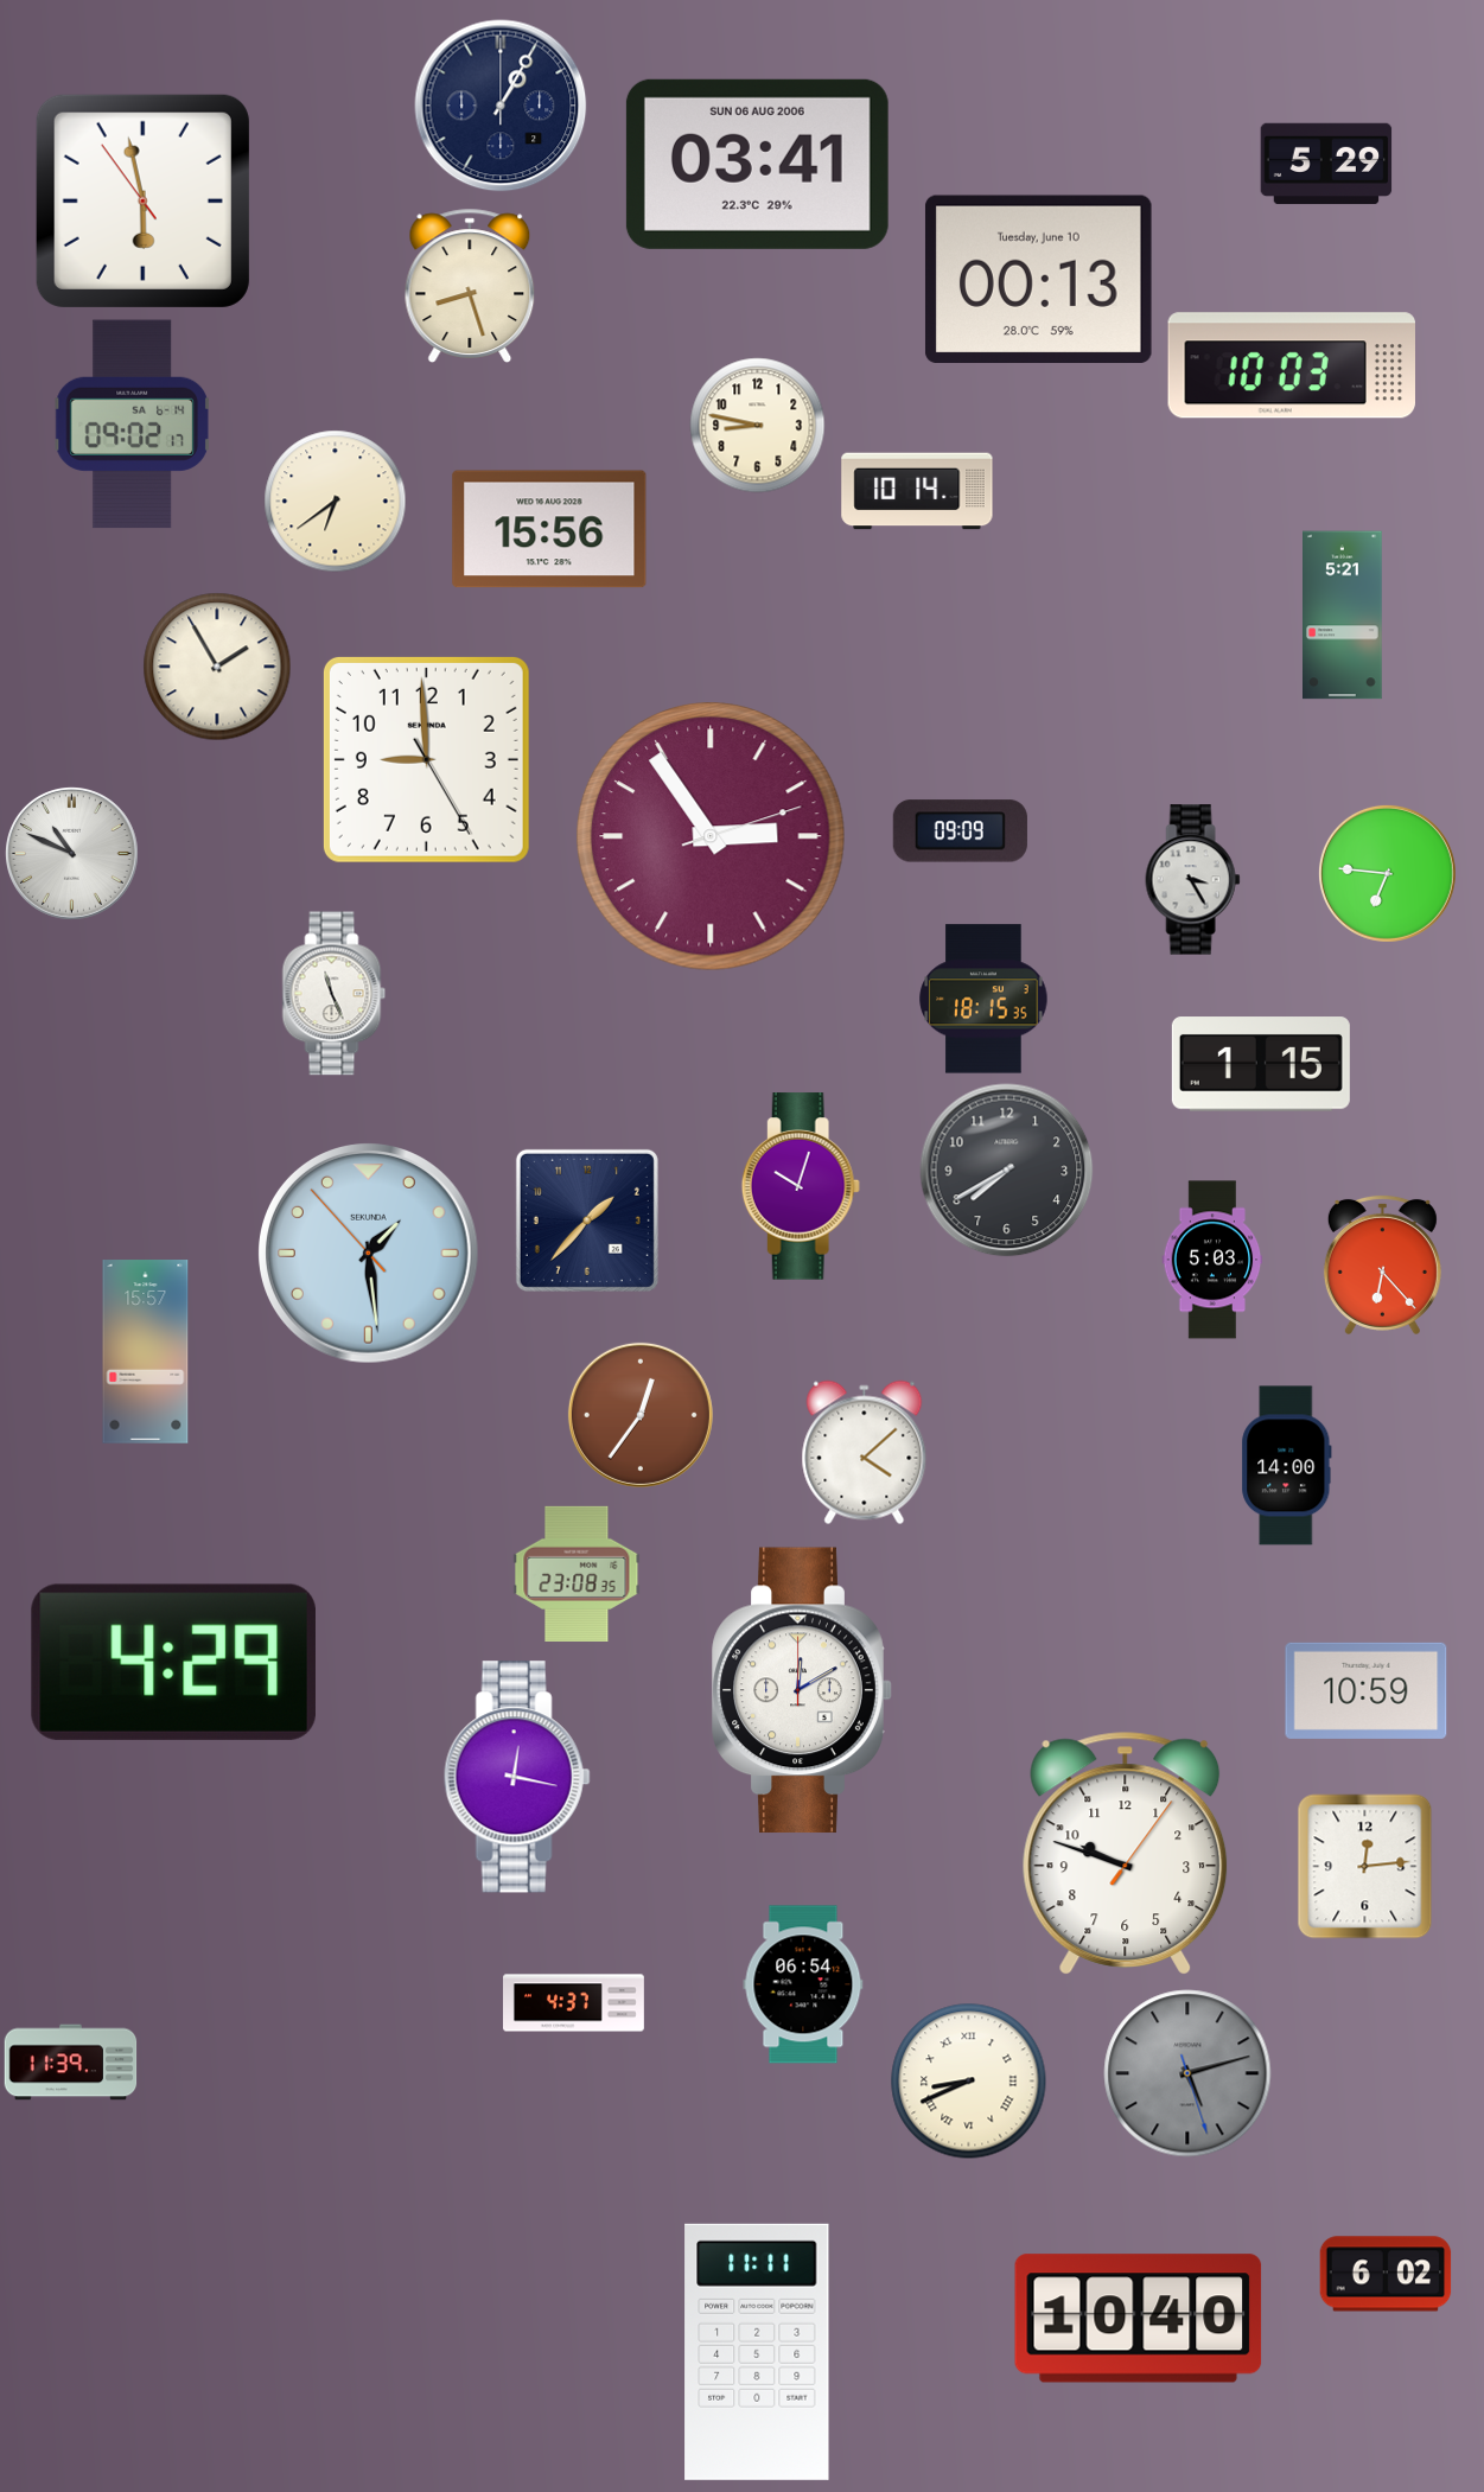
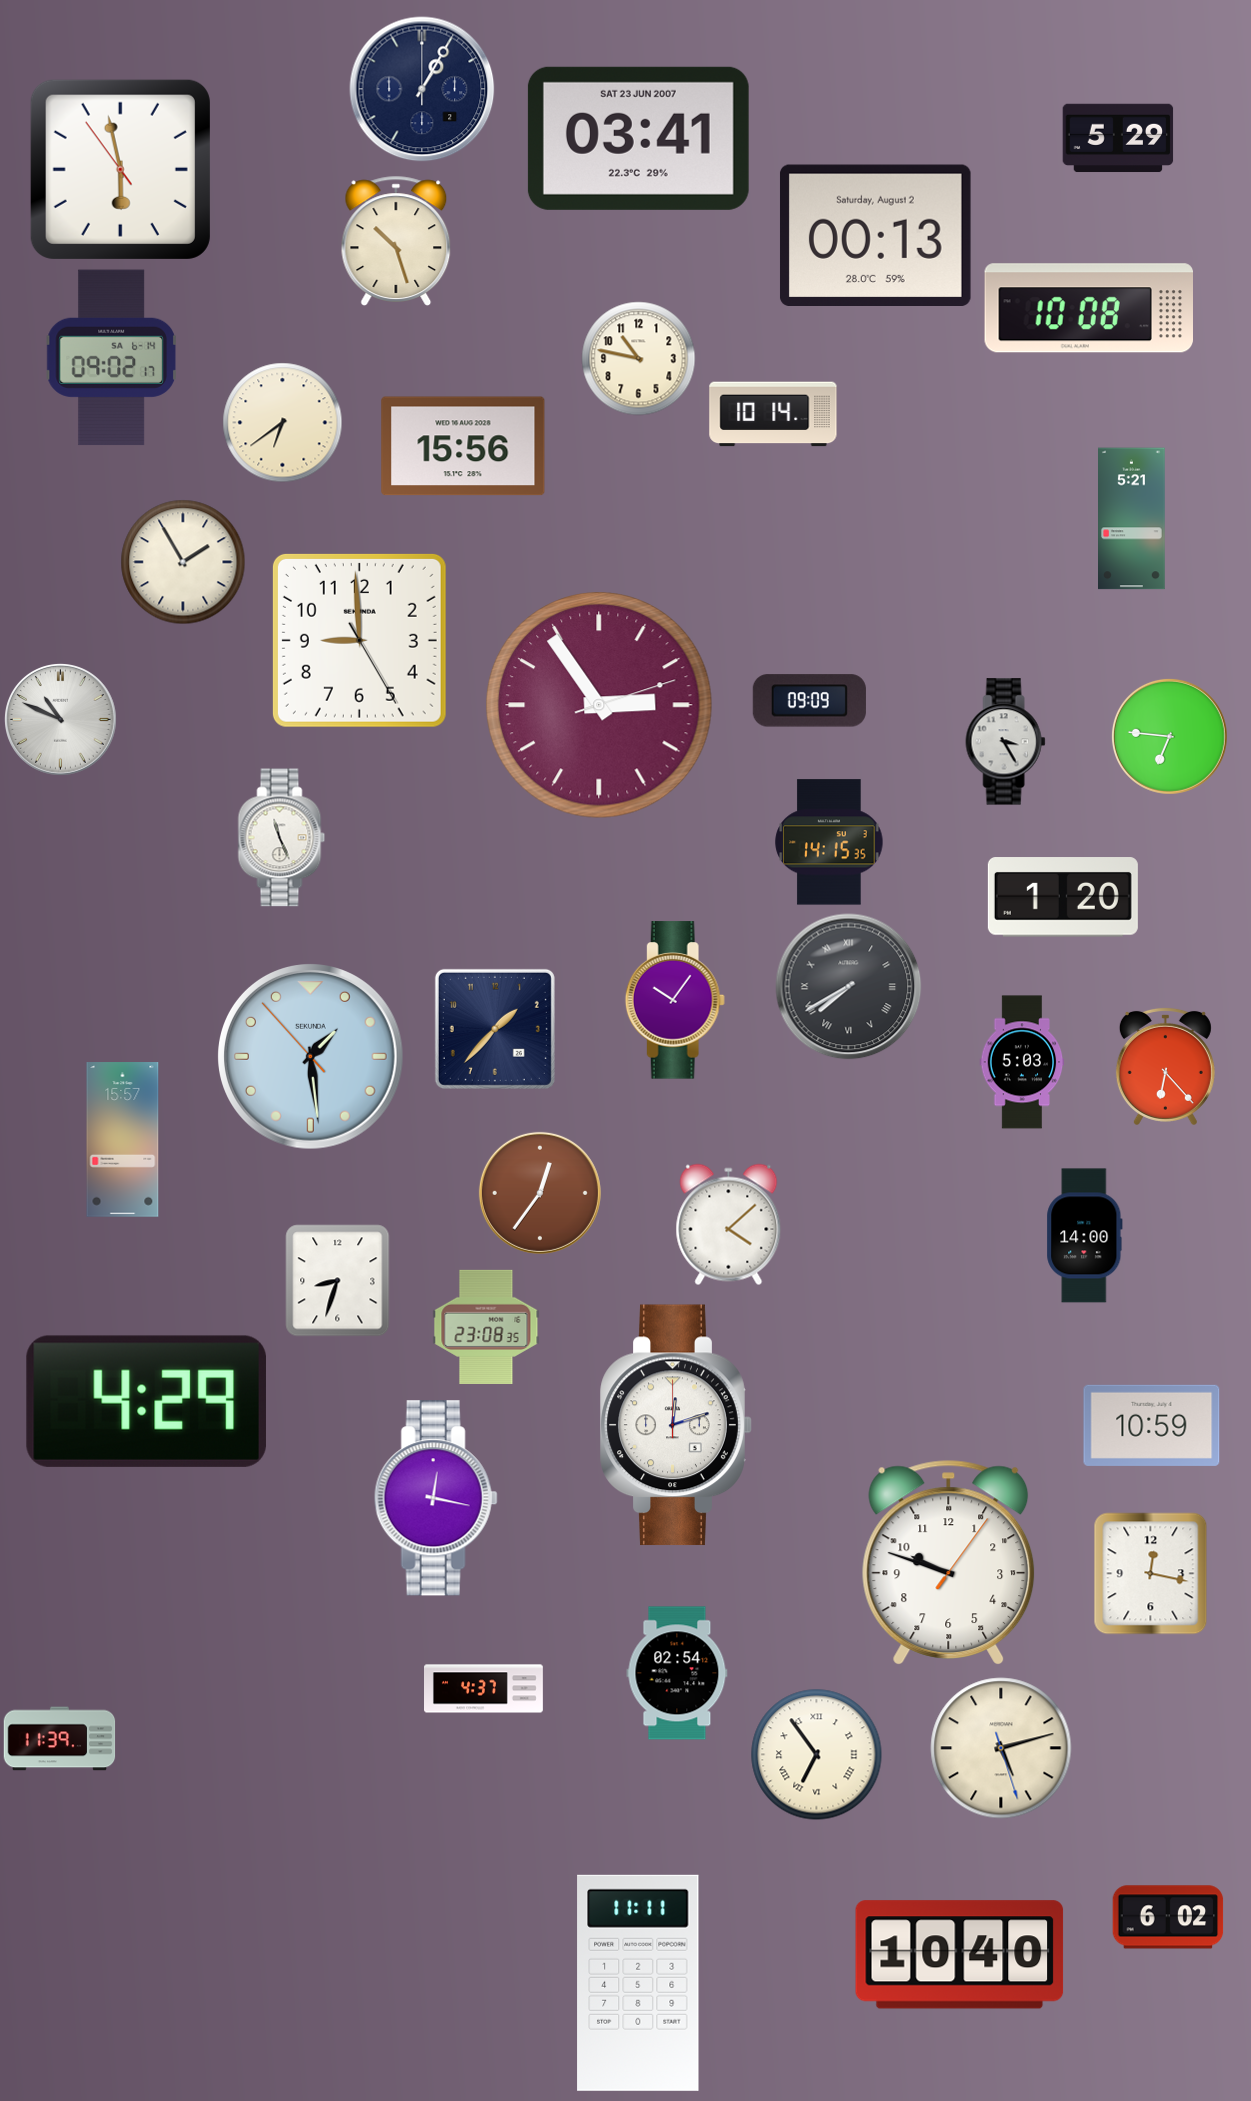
clock at (757, 164) date: SUN 06 AUG 2006 -> SAT 23 JUN 2007
clock at (1038, 279) date: Tuesday, June 10 -> Saturday, August 2
clock at (470, 286): 8:27 -> 10:27
clock at (1292, 365): 10:03 -> 10:08
clock at (758, 426): 8:47 -> 10:47
clock at (983, 999): 18:15 -> 14:15
clock at (1261, 1064): 1:15 -> 1:20
clock at (1007, 1171) numerals: Arabic -> Roman
clock at (801, 1186): 10:03 -> 10:06
clock at (338, 1281): none -> 8:33
clock at (802, 1690): 12:10 -> 12:12
clock at (1365, 1867): 12:14 -> 12:17
clock at (803, 1984): 06:54 -> 02:54
clock at (1187, 2073) dial: grey -> cream
clock at (969, 2082): 8:41 -> 6:54
